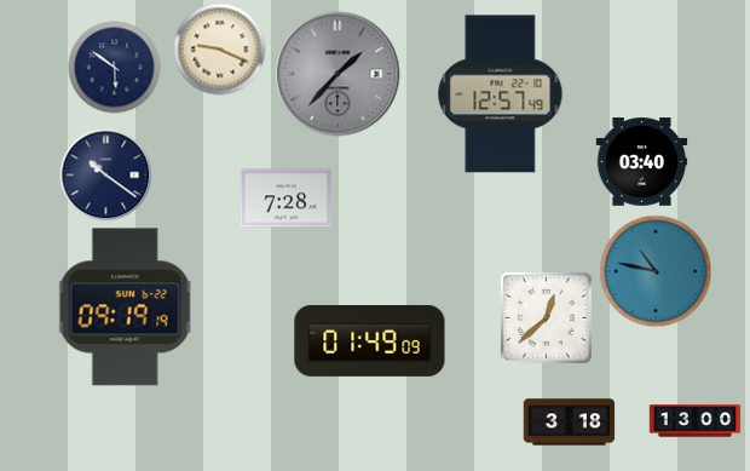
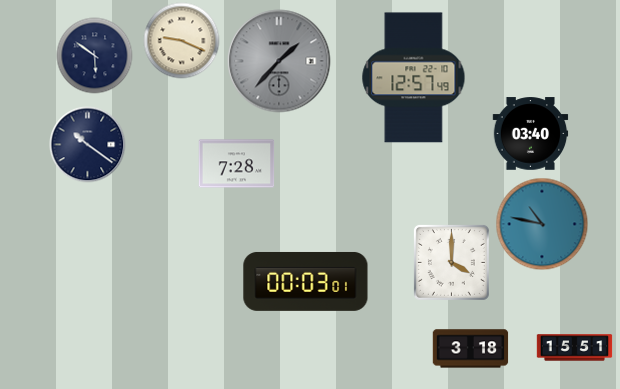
clock at (125, 308): 09:19 -> none
clock at (546, 317): 12:38 -> 4:00
clock at (370, 340): 01:49 -> 00:03
clock at (696, 421): 13:00 -> 15:51
